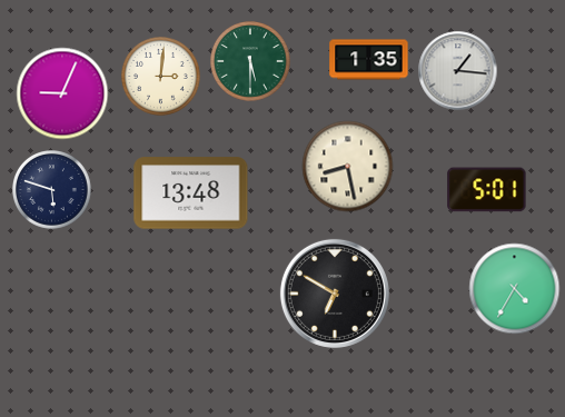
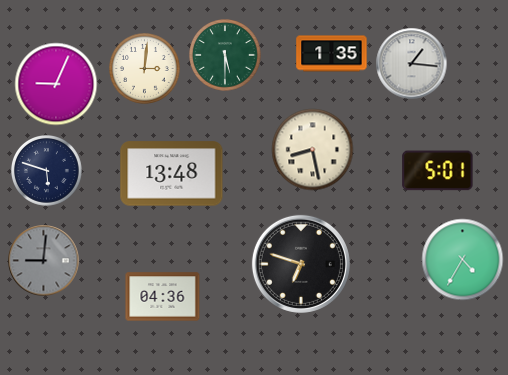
clock at (44, 261): none -> 9:01
clock at (335, 294): 6:50 -> 6:48
clock at (163, 297): none -> 04:36
